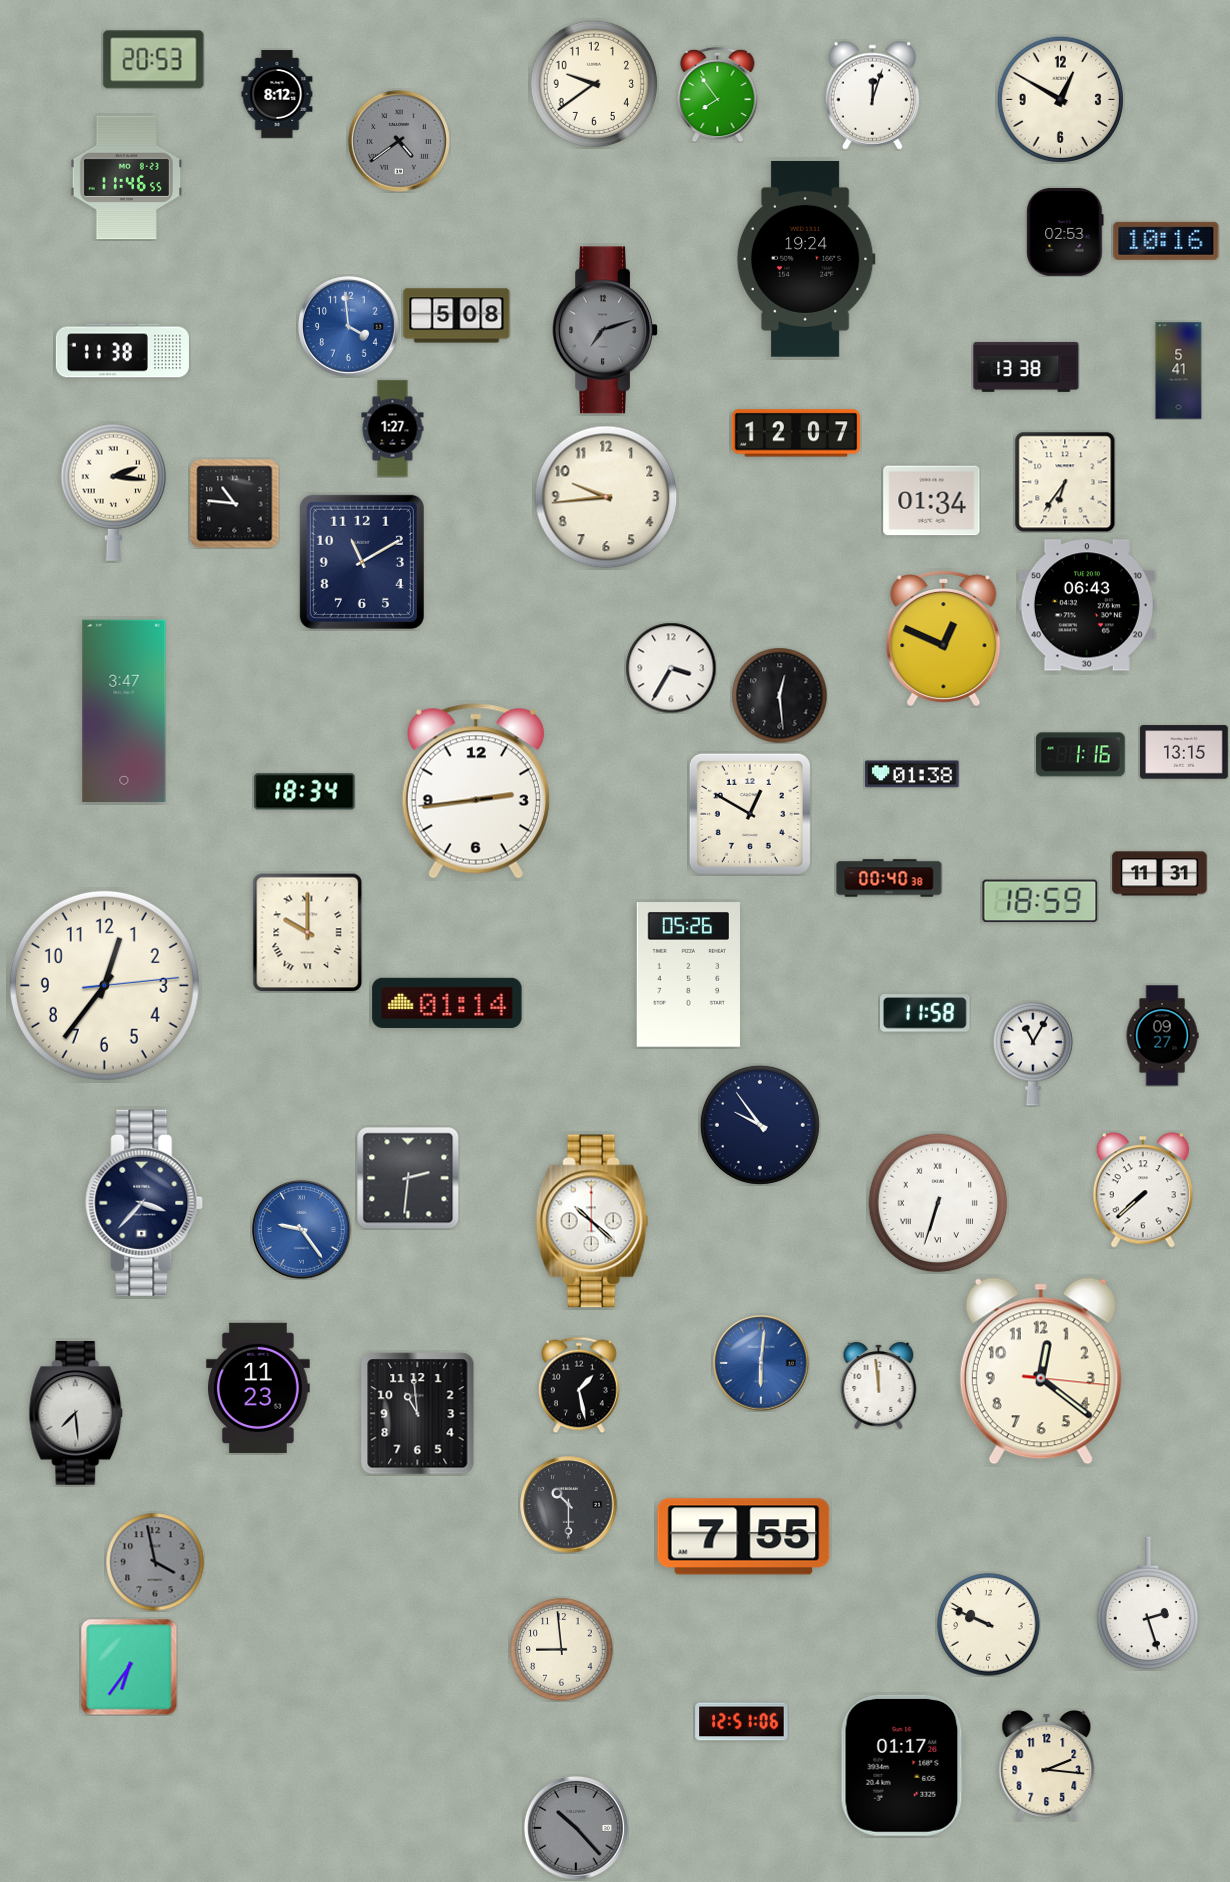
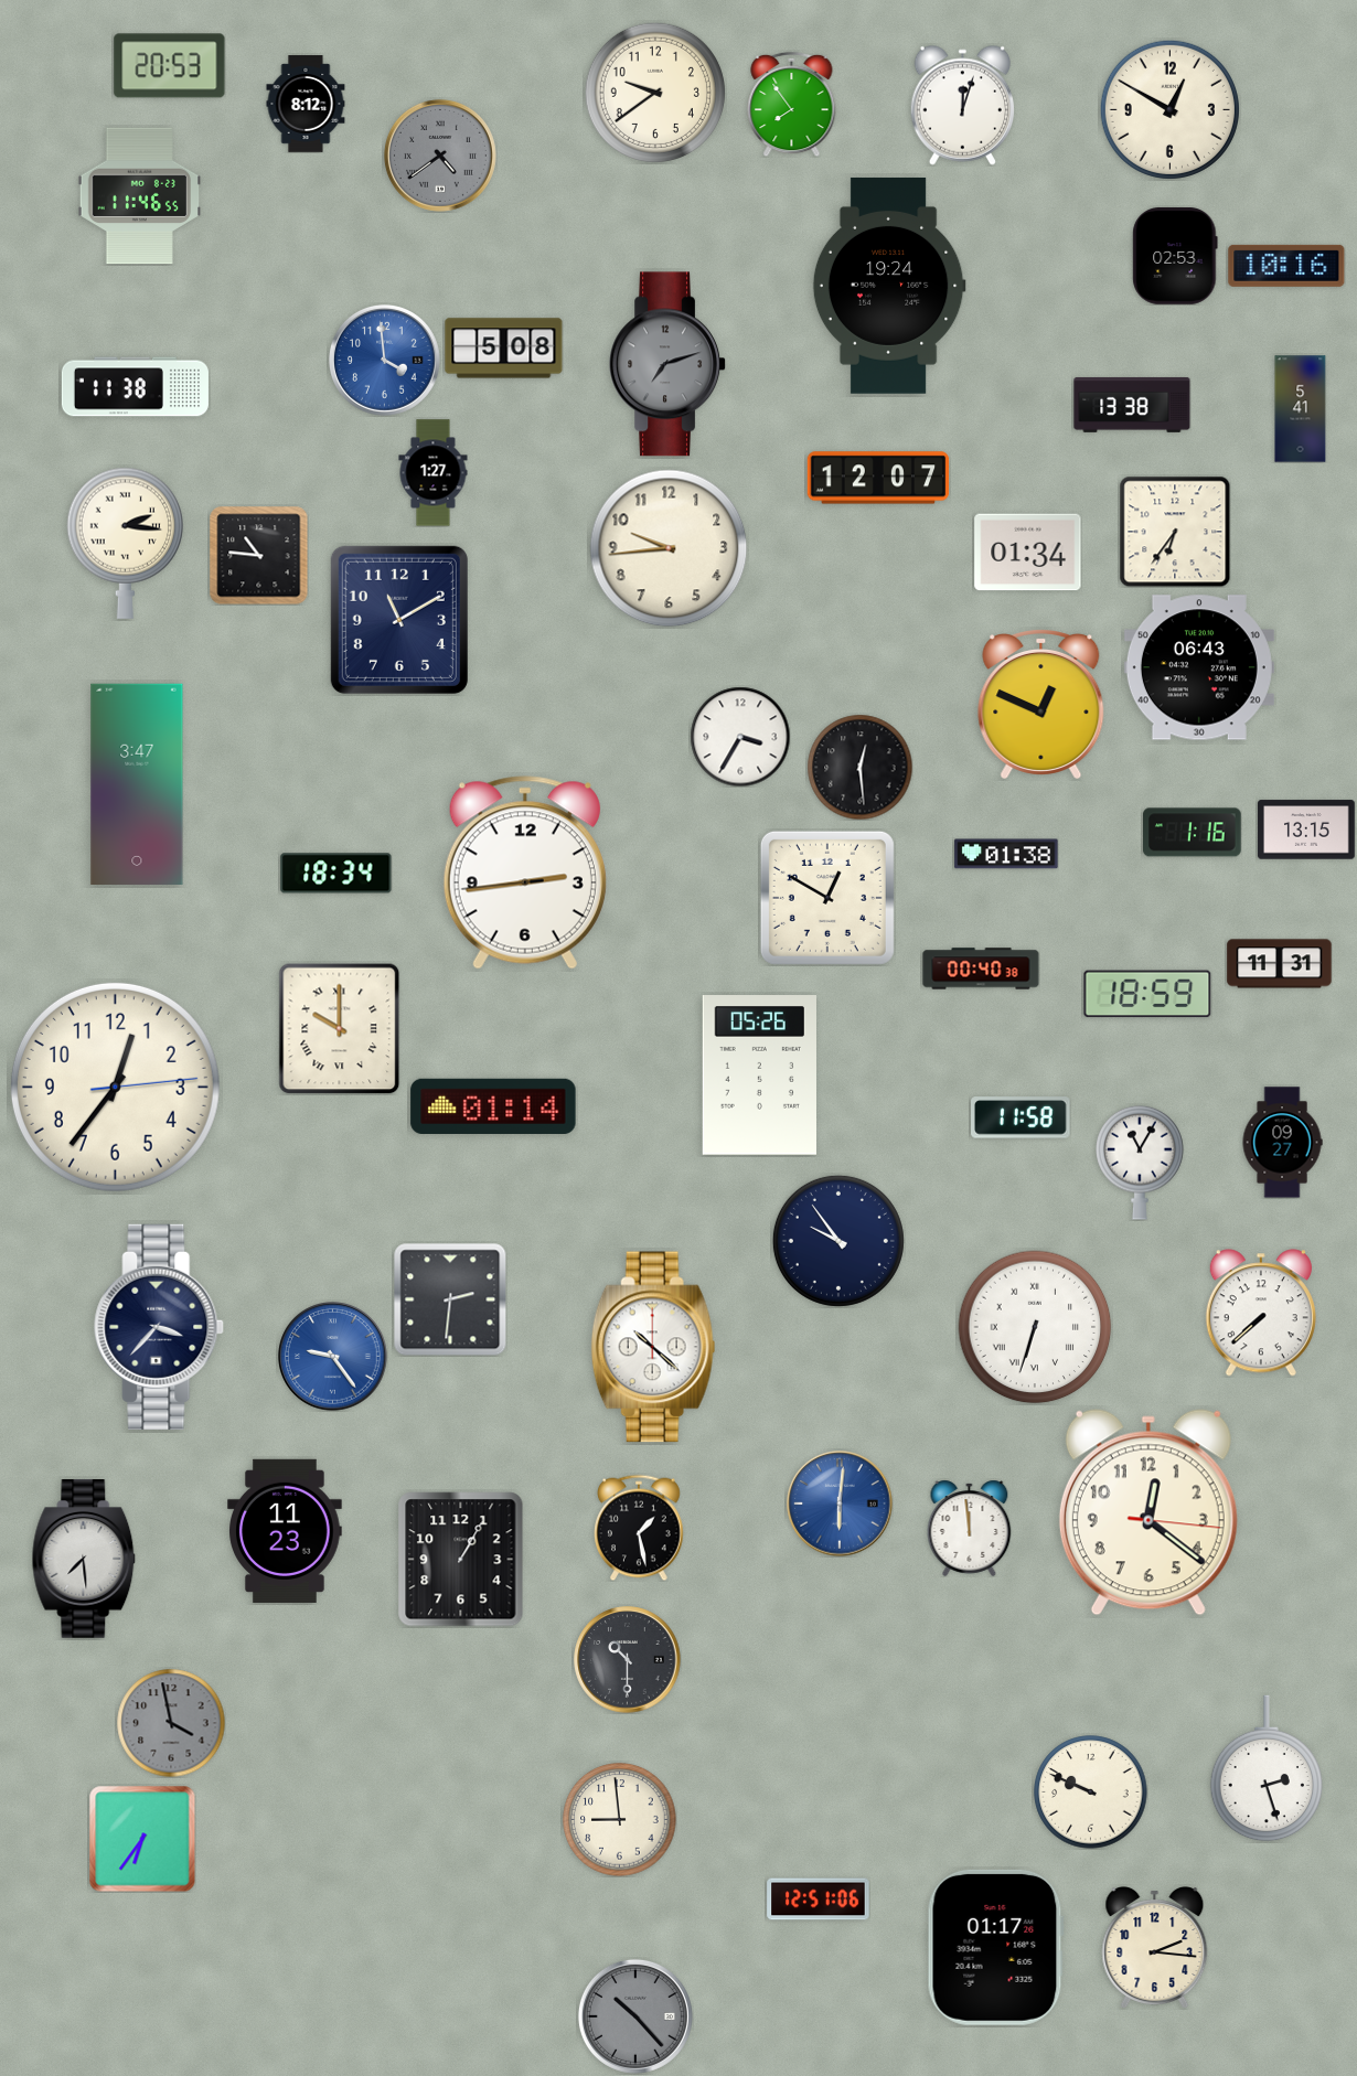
clock at (418, 1414): 10:59 -> 1:05
clock at (744, 1537): 7:55 -> none
